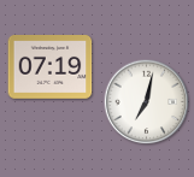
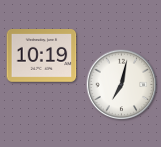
clock at (51, 67): 07:19 -> 10:19
